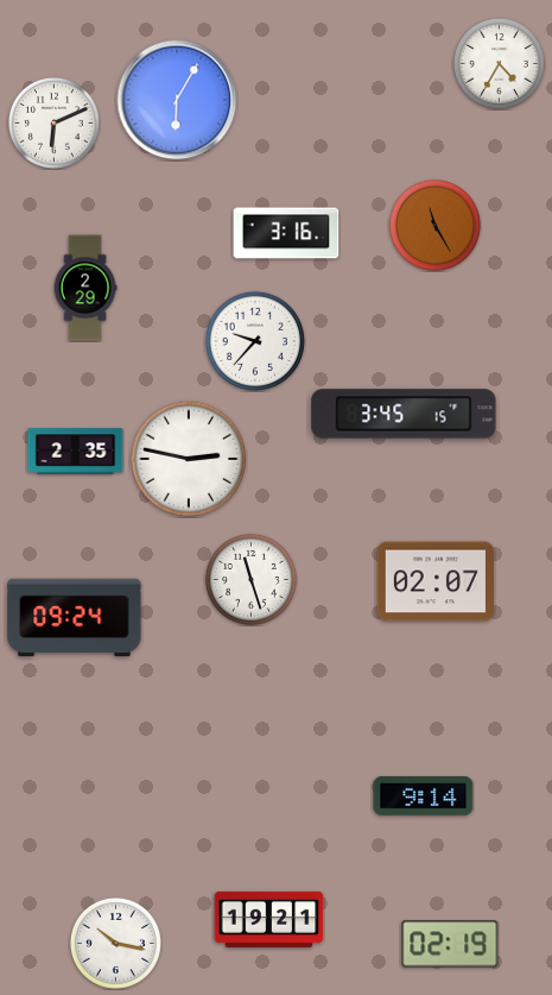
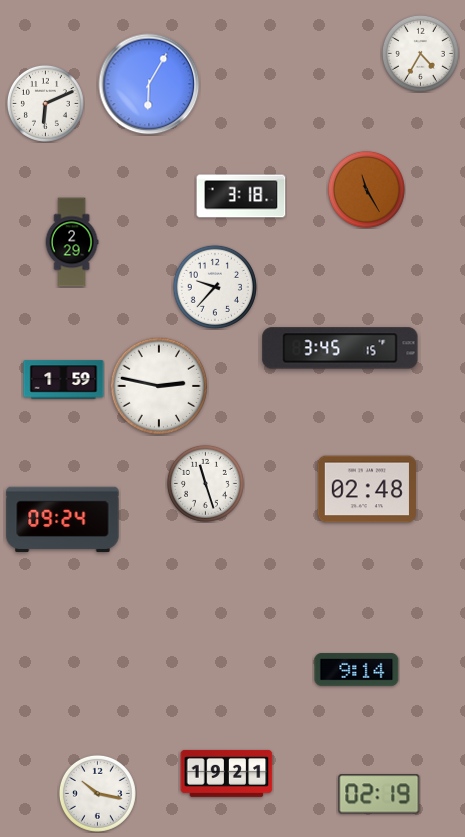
clock at (286, 233): 3:16 -> 3:18
clock at (76, 452): 2:35 -> 1:59
clock at (250, 579) position: (250, 579) -> (205, 483)
clock at (436, 581): 02:07 -> 02:48
